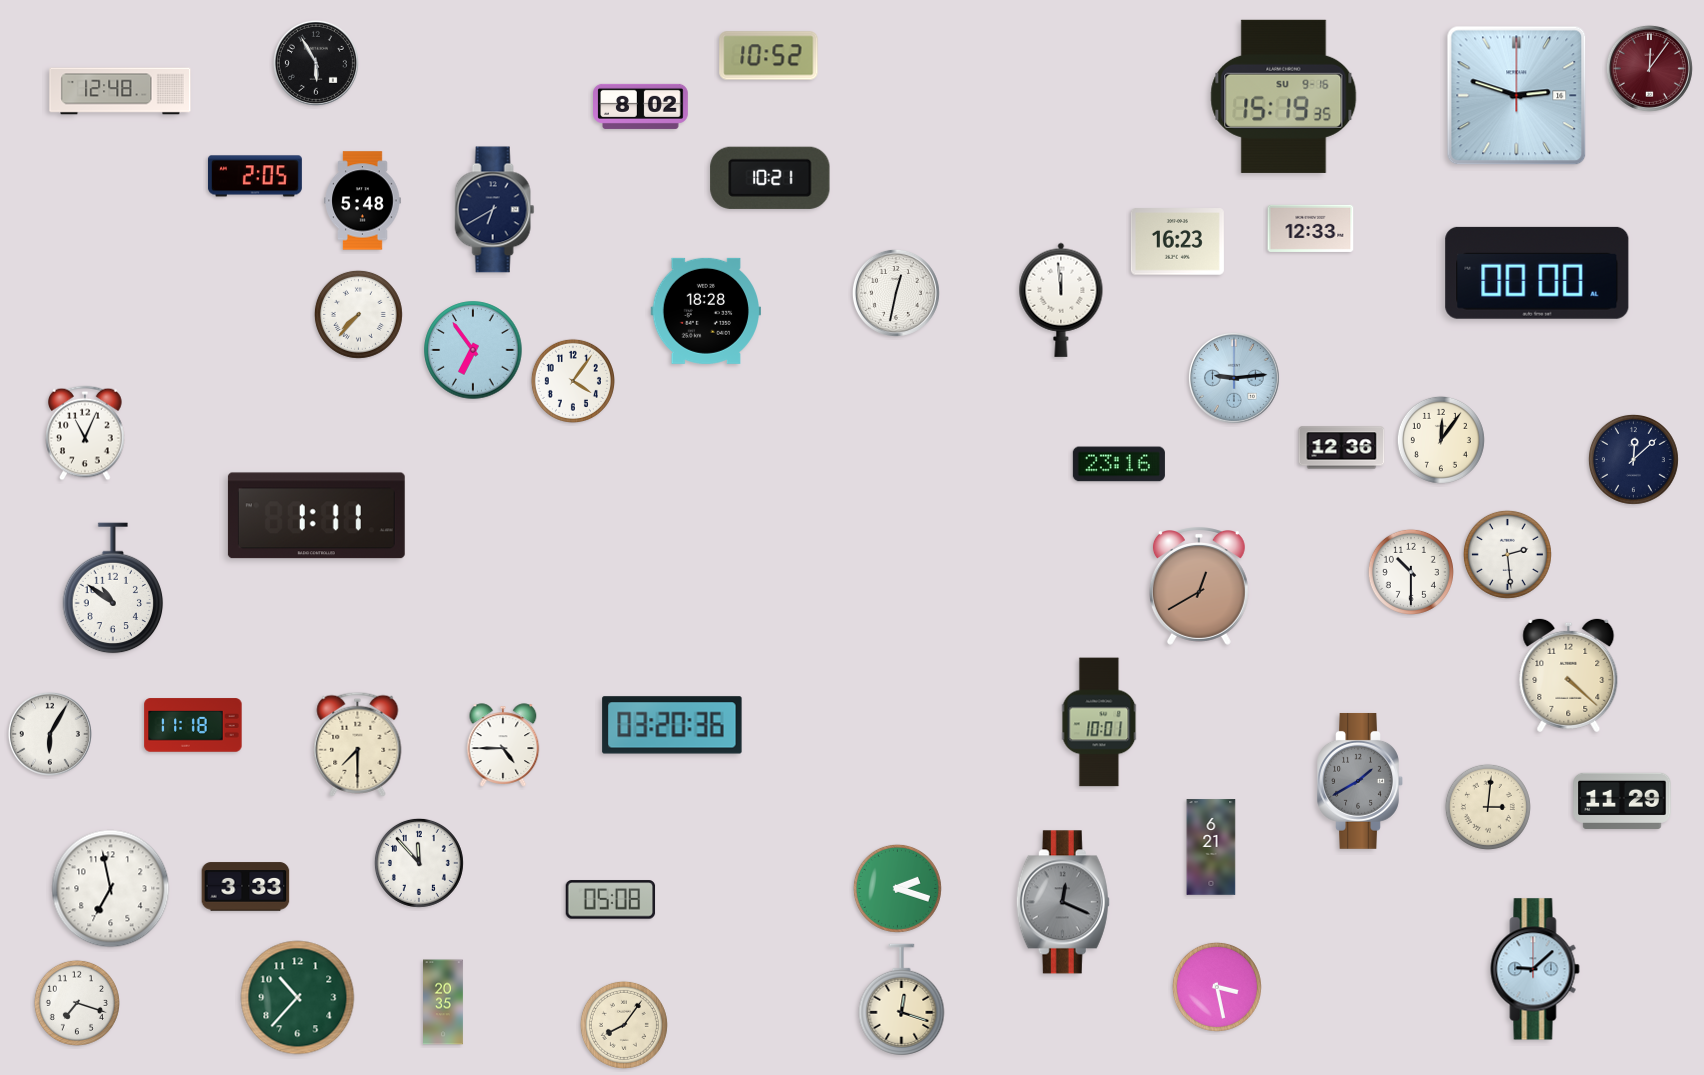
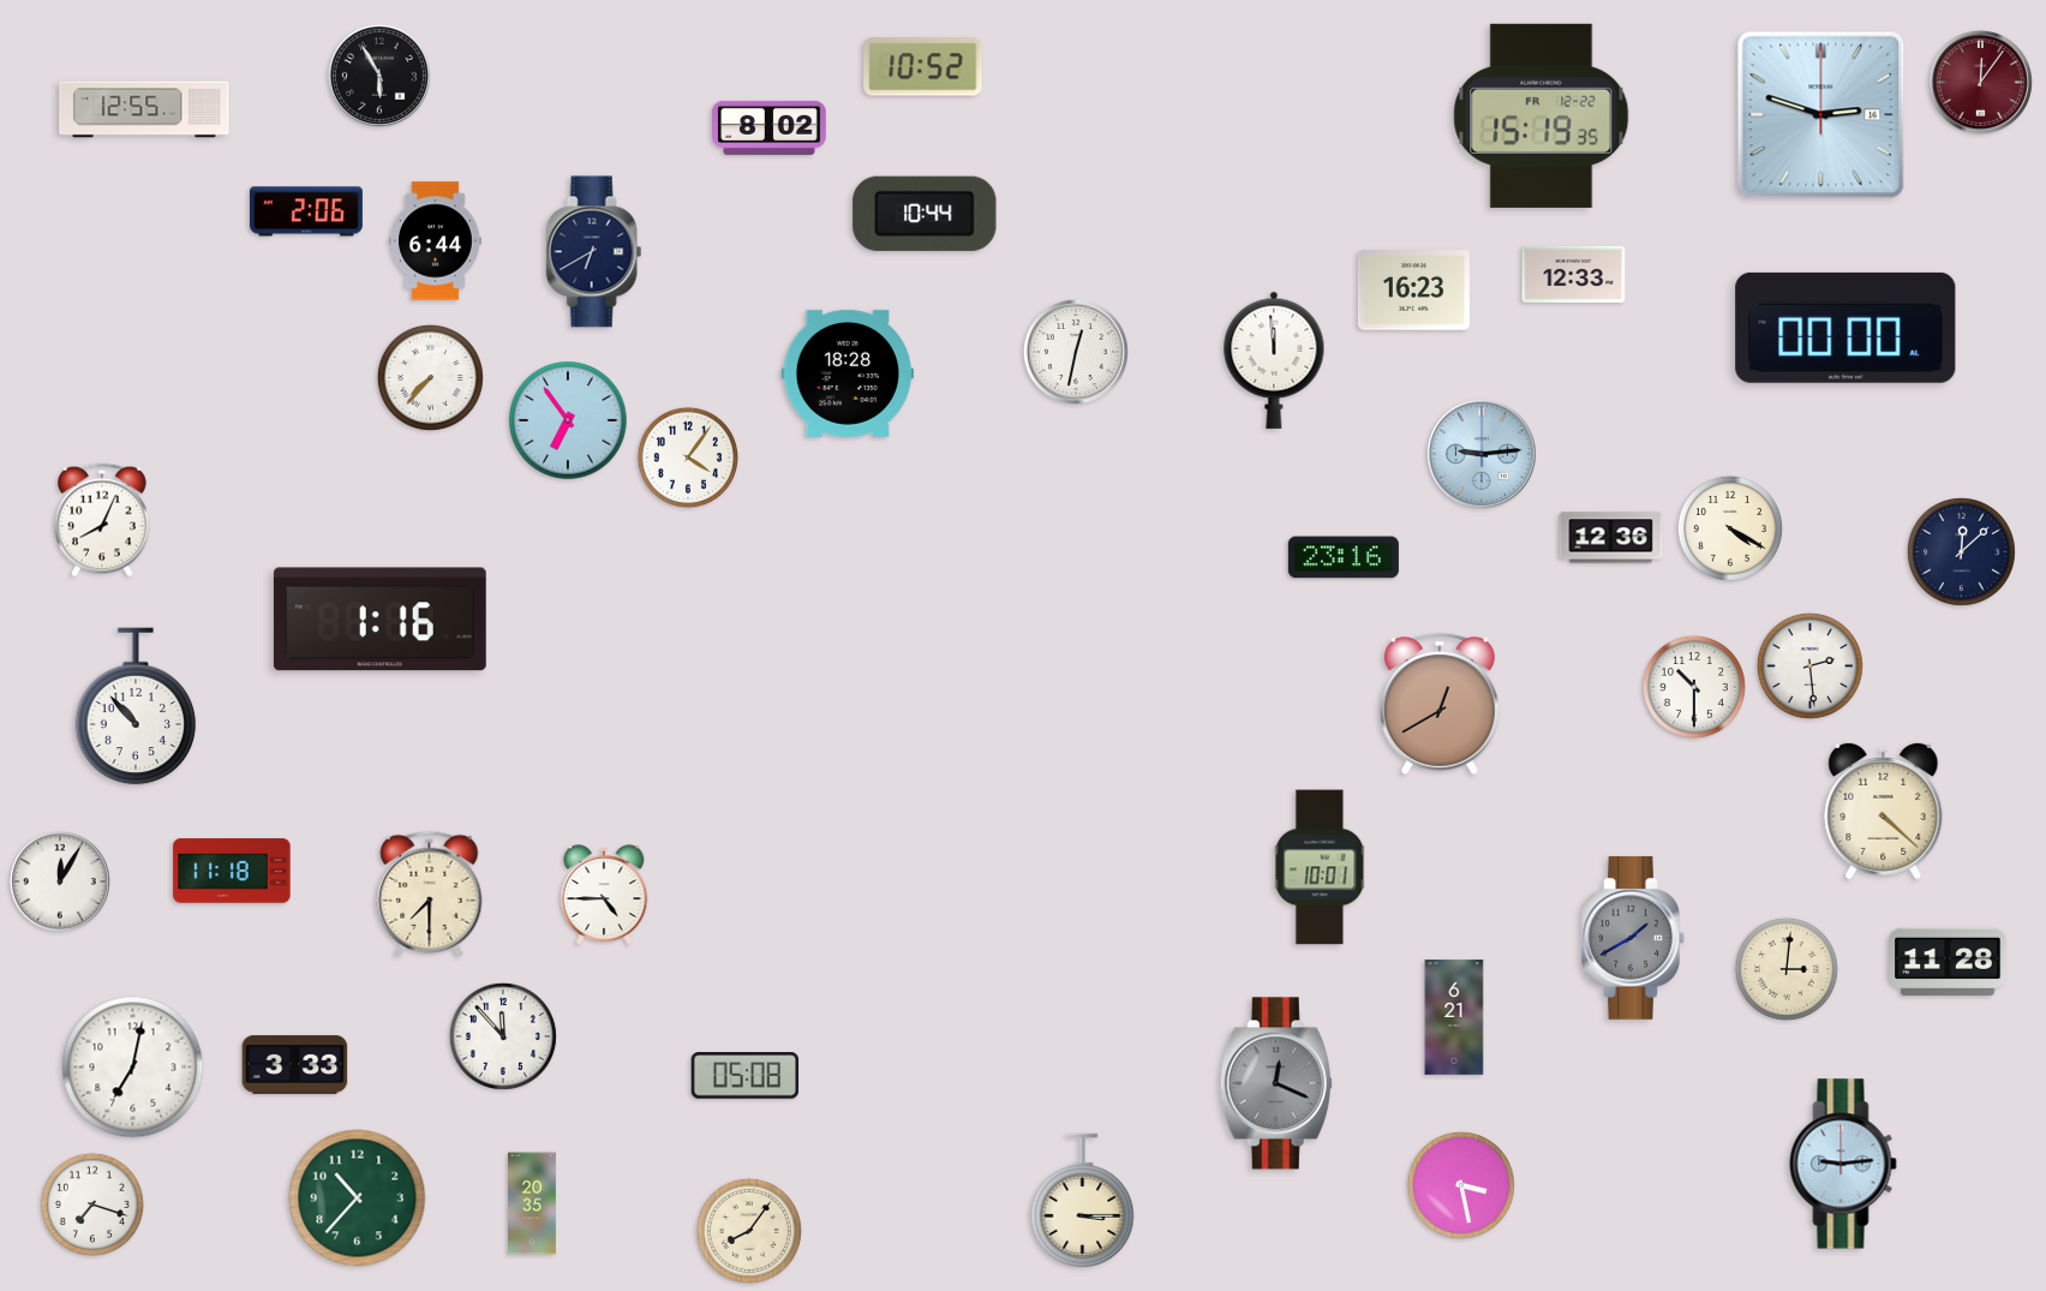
clock at (120, 91): 12:48 -> 12:55
clock at (1284, 96) date: SU 9-16 -> FR 12-22
clock at (255, 176): 2:05 -> 2:06
clock at (770, 178): 10:21 -> 10:44
clock at (363, 201): 5:48 -> 6:44
clock at (85, 433): 11:04 -> 8:04
clock at (1441, 440): 12:06 -> 4:20
clock at (316, 516): 1:11 -> 1:16
clock at (113, 588): 10:51 -> 10:53
clock at (672, 725): 03:20 -> none
clock at (50, 734): 6:05 -> 12:05
clock at (1622, 801): 11:29 -> 11:28
clock at (897, 888): 2:18 -> none
clock at (111, 889): 6:58 -> 7:02
clock at (611, 900) position: (611, 900) -> (746, 1076)
clock at (1535, 969): 9:08 -> 9:14
clock at (902, 1000): 12:18 -> 3:15
